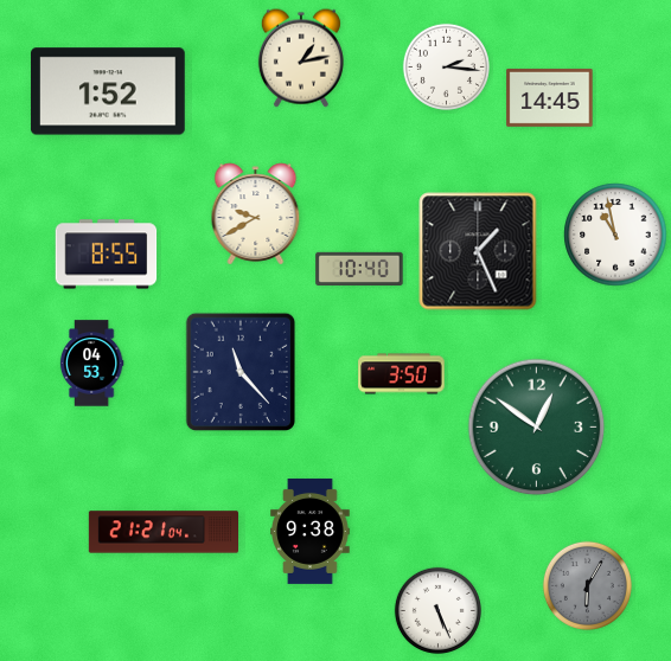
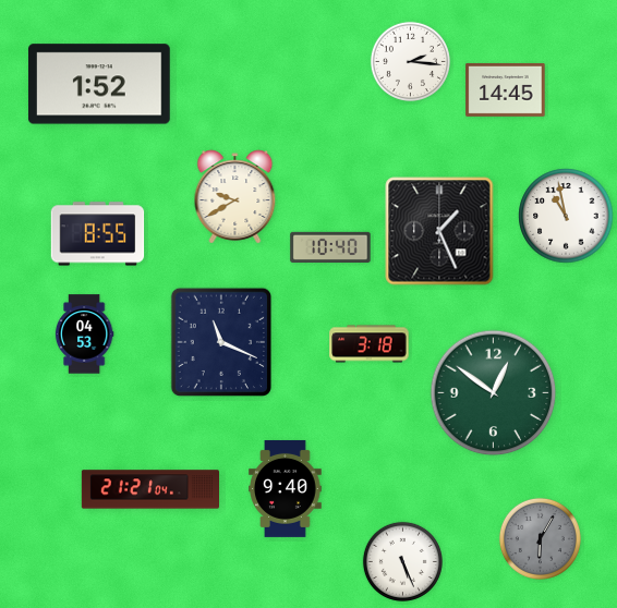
clock at (301, 58): 1:13 -> none
clock at (239, 372): 11:23 -> 11:19
clock at (402, 374): 3:50 -> 3:18
clock at (311, 531): 9:38 -> 9:40
